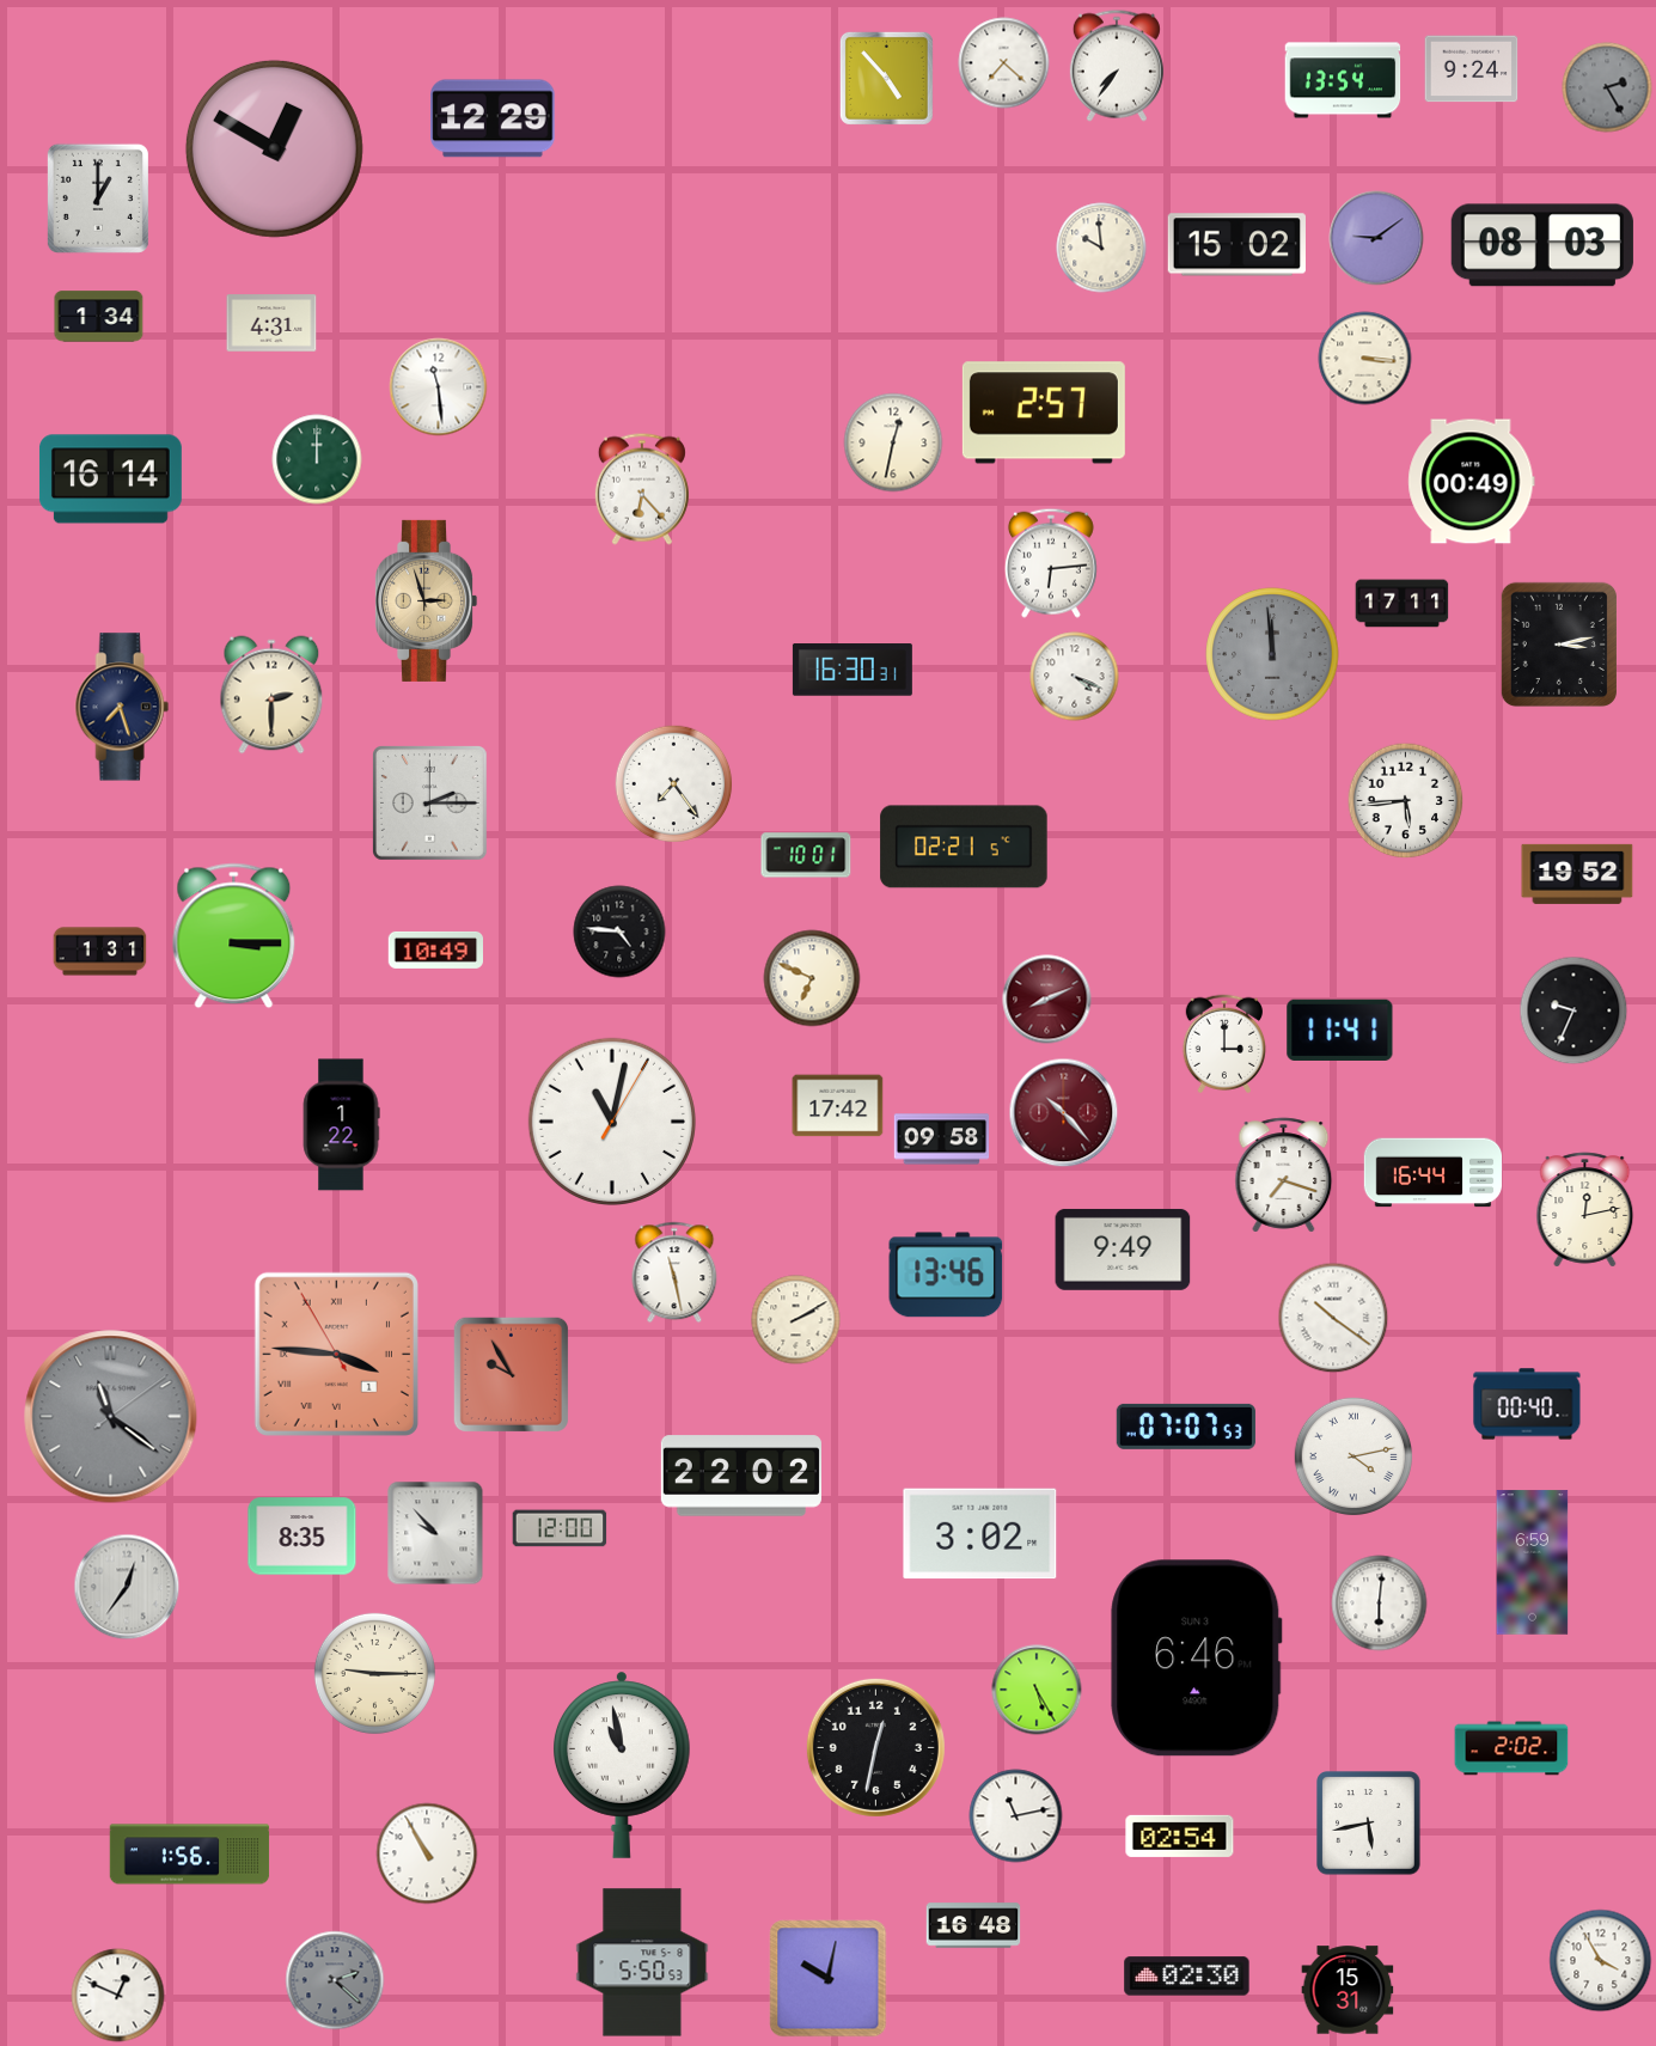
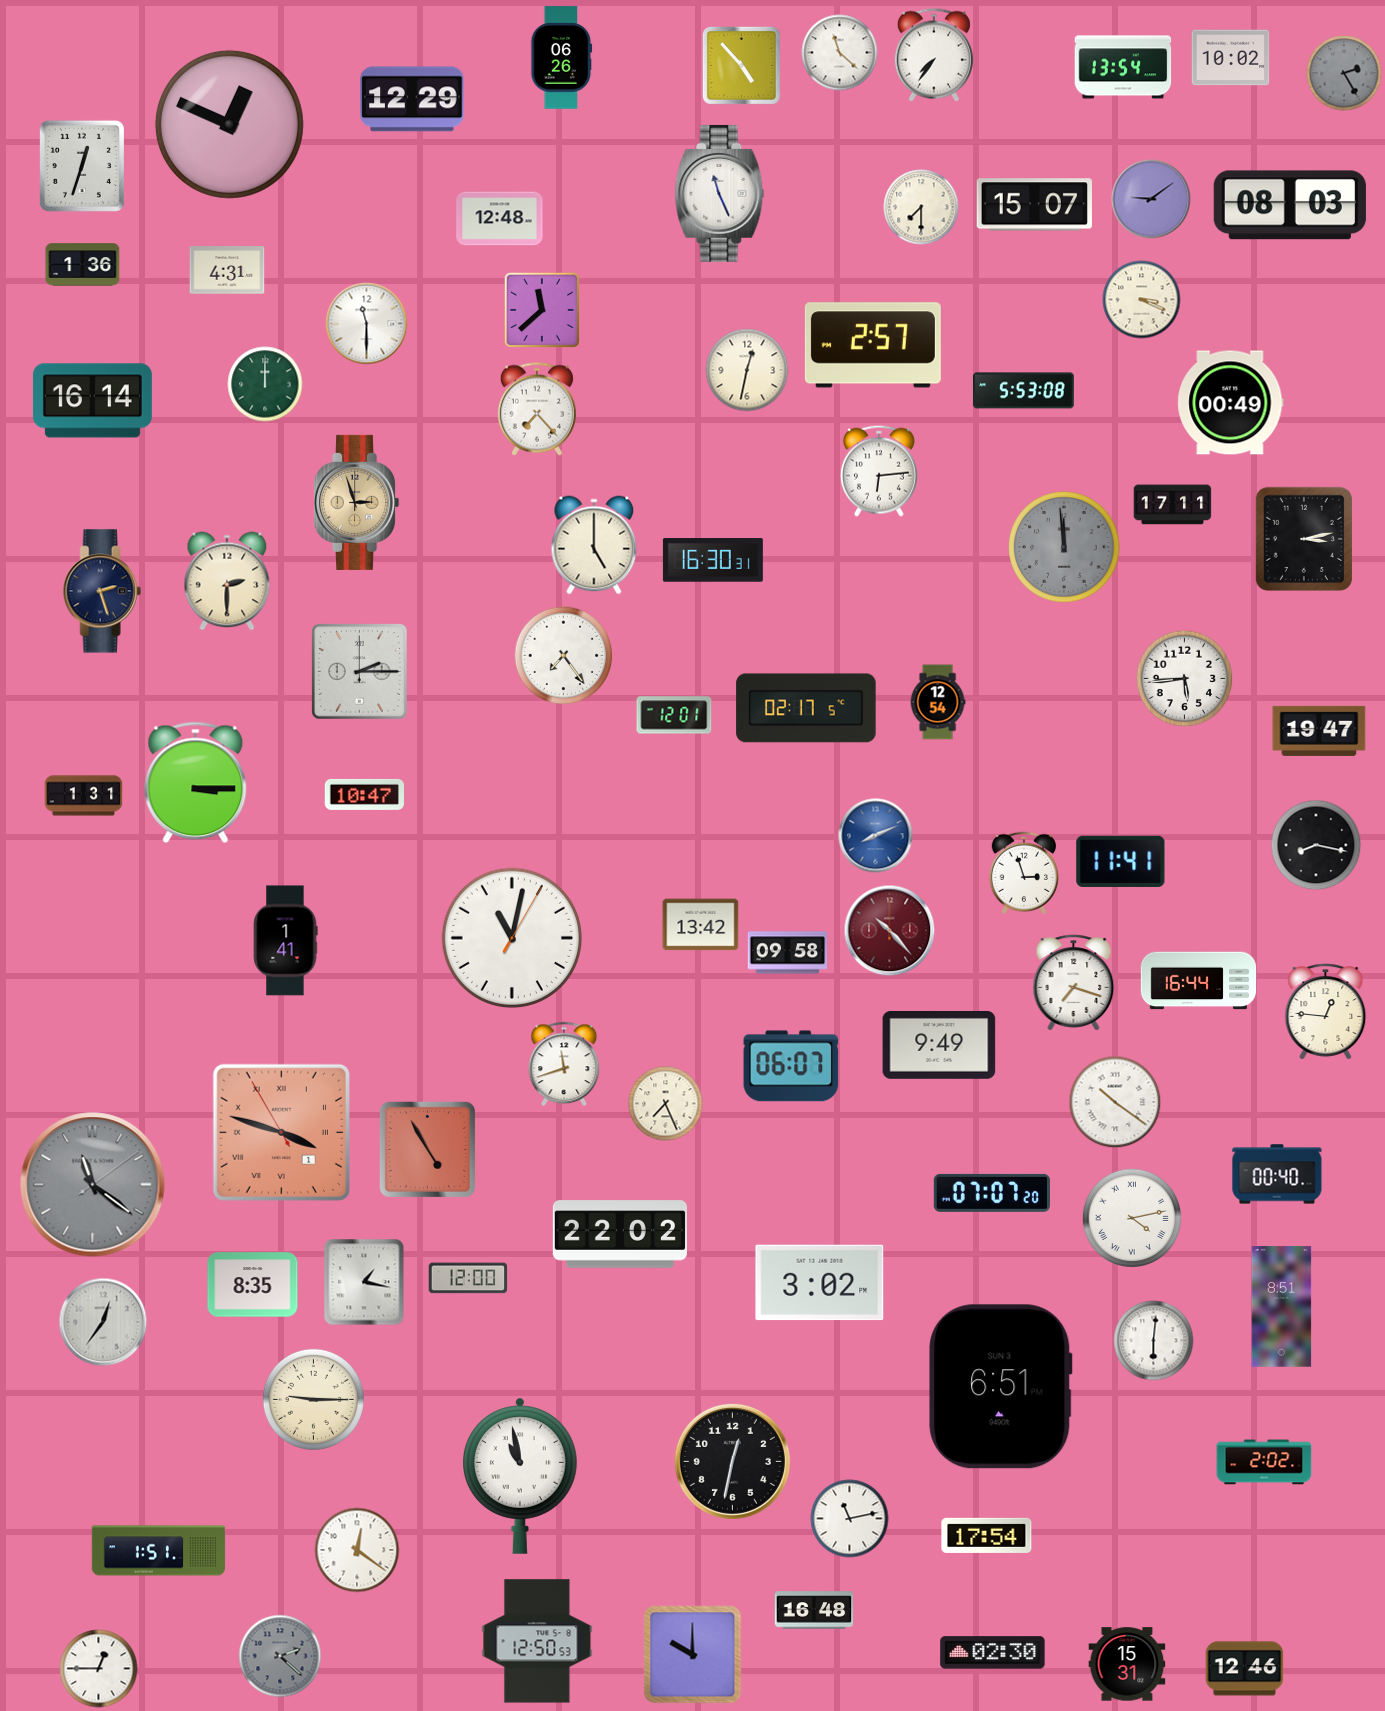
clock at (1004, 63): 7:22 -> 11:22
clock at (562, 58): none -> 06:26
clock at (1472, 69): 9:24 -> 10:02
clock at (274, 148): 12:50 -> 12:49
clock at (98, 199): 1:00 -> 12:33
clock at (720, 193): none -> 11:26
clock at (1236, 245): 15:02 -> 15:07
clock at (1101, 248): 9:59 -> 7:30
clock at (500, 219): none -> 12:48
clock at (99, 317): 1:34 -> 1:36
clock at (1365, 359): 3:16 -> 3:19
clock at (542, 310): none -> 11:38
clock at (439, 387): 11:29 -> 11:30
clock at (1023, 391): none -> 5:53
clock at (642, 489): 6:23 -> 7:23
clock at (594, 545): none -> 5:00
clock at (1075, 677): 4:19 -> none
clock at (122, 707): 7:27 -> 2:27
clock at (1406, 801) position: (1406, 801) -> (1185, 679)
clock at (938, 702): none -> 12:54
clock at (964, 847): 02:21 -> 02:17
clock at (806, 855): 10:01 -> 12:01
clock at (1577, 874): 19:52 -> 19:47
clock at (619, 932): 4:46 -> none
clock at (435, 949): 10:49 -> 10:47
clock at (812, 978): 6:49 -> none
clock at (1047, 1000) dial: burgundy -> blue
clock at (1573, 1010): 9:34 -> 8:17
clock at (1224, 1043): 3:00 -> 2:57
clock at (838, 1106): 17:42 -> 13:42
clock at (341, 1125): 1:22 -> 1:41
clock at (1585, 1210): 12:13 -> 12:46
clock at (674, 1272): 11:28 -> 11:42
clock at (946, 1275): 13:46 -> 06:07
clock at (796, 1320): 2:10 -> 7:26
clock at (336, 1354): 3:45 -> 3:47
clock at (511, 1374): 9:55 -> 4:55
clock at (1186, 1427): 07:07:53 -> 07:07:20
clock at (435, 1533): 9:53 -> 1:17
clock at (1533, 1563): 6:59 -> 8:51
clock at (127, 1587) position: (127, 1587) -> (103, 1322)
clock at (1197, 1659): 6:46 -> 6:51
clock at (1037, 1690): 5:25 -> none
clock at (1369, 1824): 5:43 -> none
clock at (1180, 1836): 02:54 -> 17:54
clock at (427, 1853): 10:55 -> 12:21
clock at (190, 1855): 1:56 -> 1:51
clock at (1601, 1961): 3:55 -> none
clock at (642, 1962): 5:50 -> 12:50
clock at (829, 1979): 10:02 -> 10:00
clock at (118, 1996): 12:49 -> 12:45
clock at (1245, 1669): none -> 12:46
